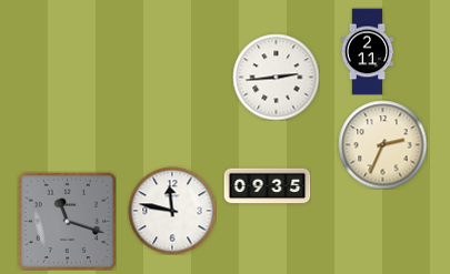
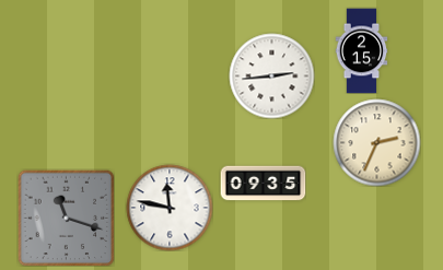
clock at (368, 51): 2:11 -> 2:15
